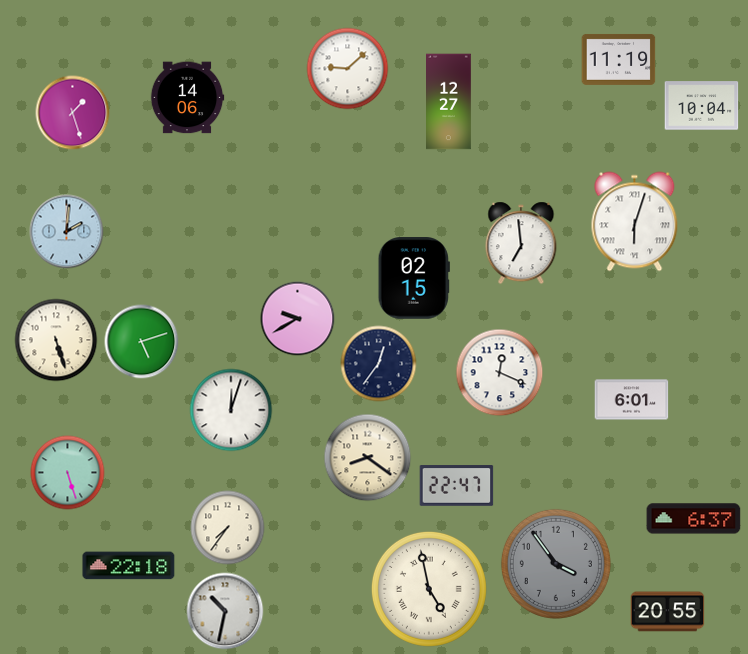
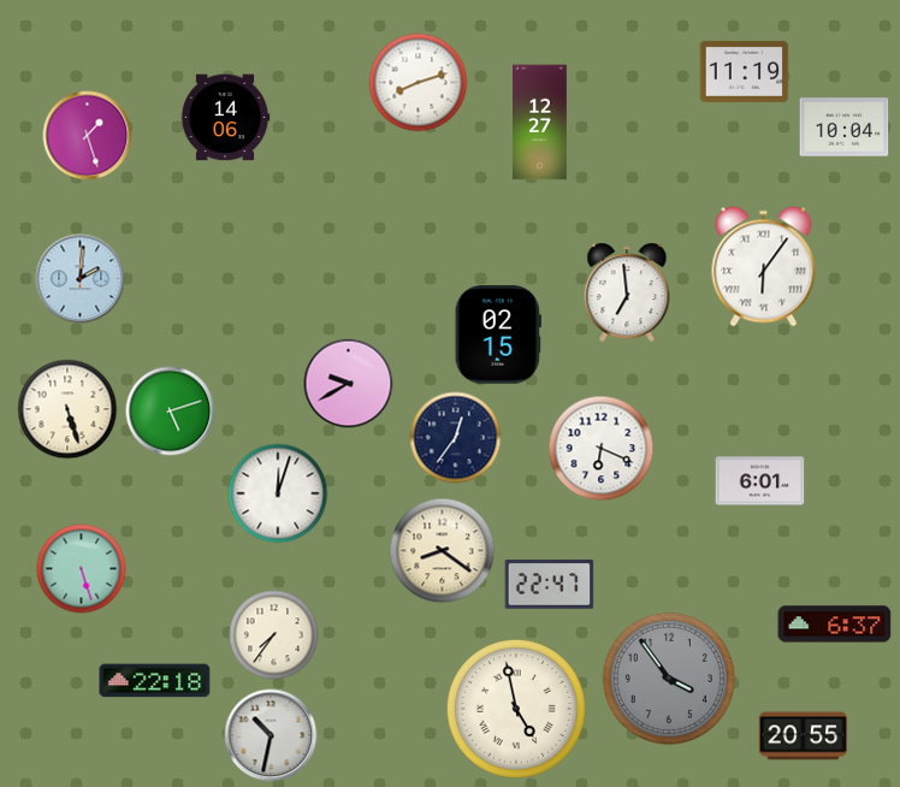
clock at (348, 69): 9:08 -> 8:12
clock at (635, 222): 6:03 -> 6:06
clock at (298, 319) position: (298, 319) -> (349, 384)
clock at (500, 373): 12:19 -> 6:19
